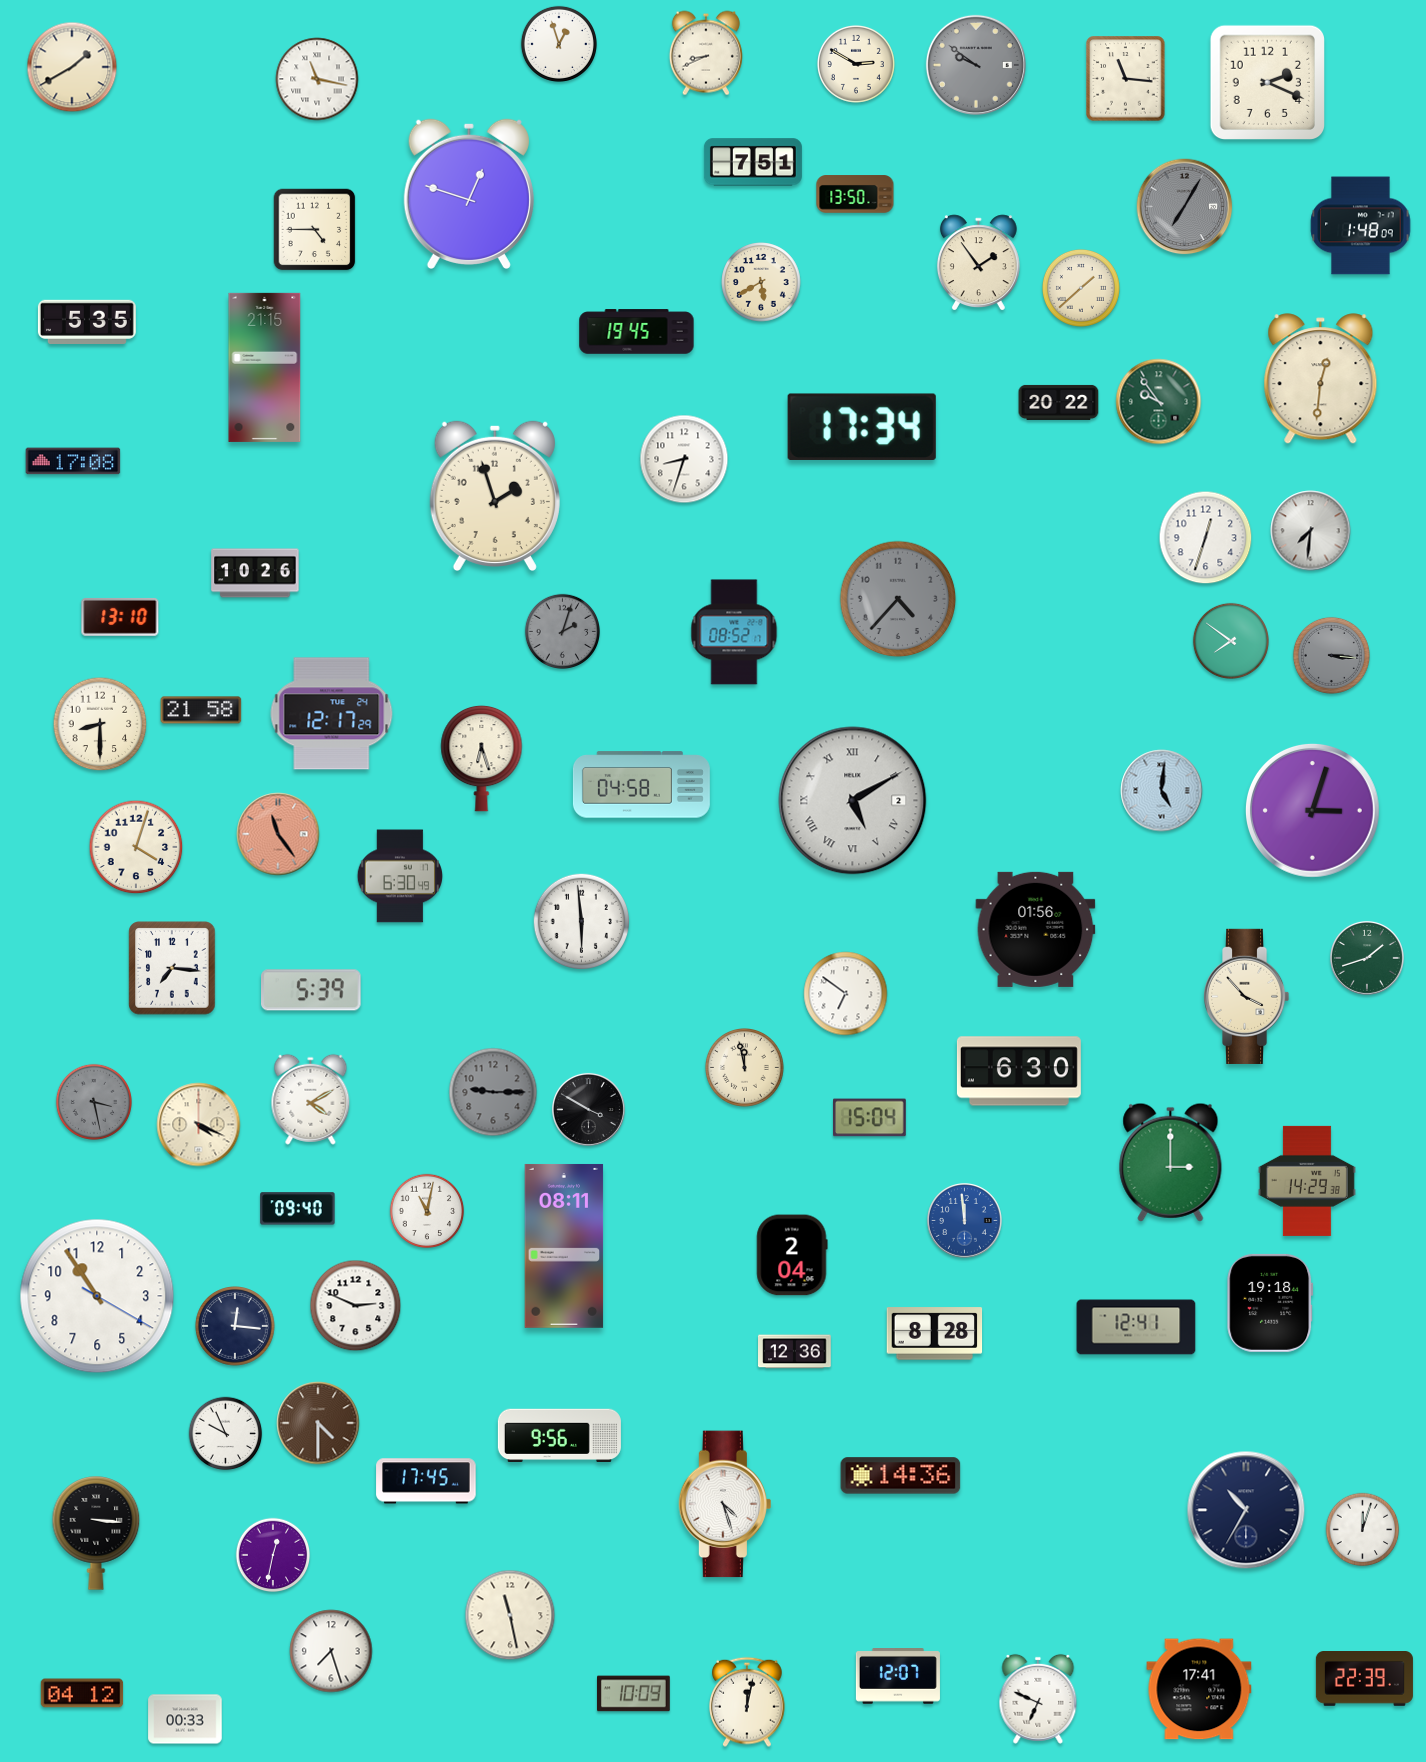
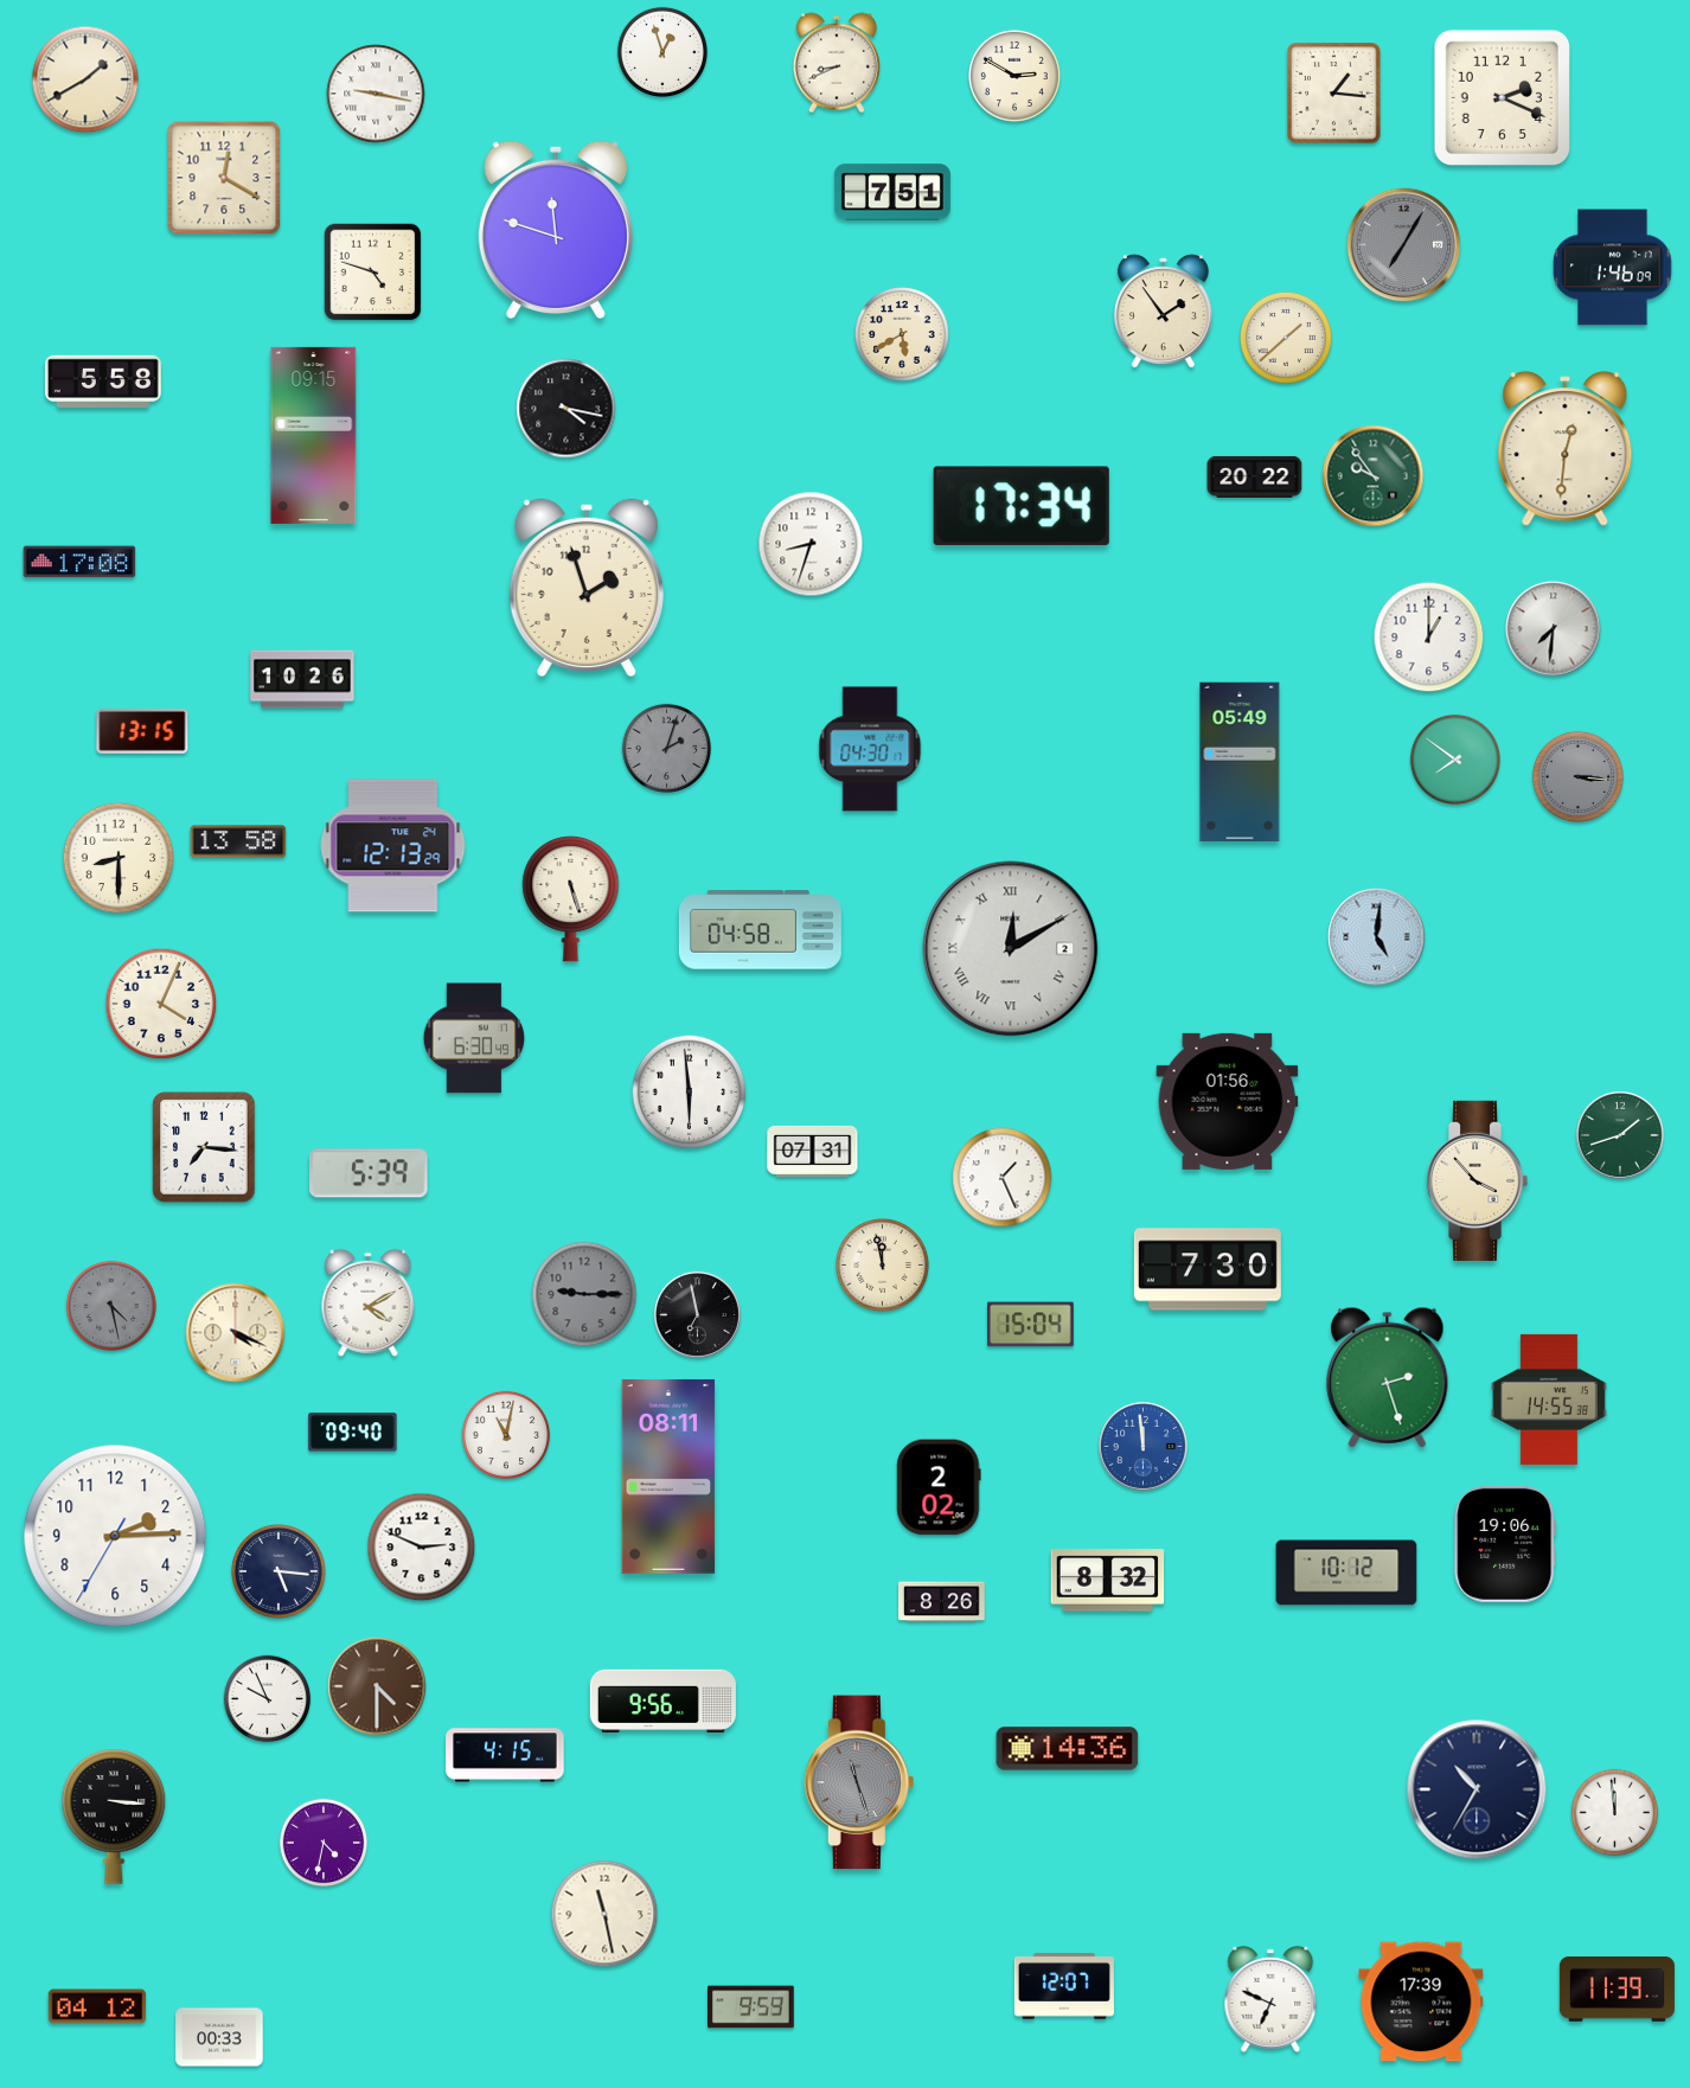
clock at (976, 65): 9:51 -> none
clock at (317, 79): 11:17 -> 9:17
clock at (1126, 79): 11:16 -> 1:16
clock at (224, 178): none -> 12:20
clock at (469, 193): 12:48 -> 11:48
clock at (855, 194): 13:50 -> none
clock at (1361, 226): 1:48 -> 1:46
clock at (315, 230): 4:45 -> 4:48
clock at (978, 263) position: (978, 263) -> (1163, 312)
clock at (1081, 288) position: (1081, 288) -> (1286, 338)
clock at (87, 321): 5:35 -> 5:58
clock at (637, 332): 19:45 -> none
clock at (566, 409): none -> 4:17
clock at (265, 367): 21:15 -> 09:15
clock at (73, 461) position: (73, 461) -> (79, 562)
clock at (1206, 538): 12:33 -> 1:00
clock at (898, 599): 4:37 -> none
clock at (120, 617): 13:10 -> 13:15
clock at (734, 632): 08:52 -> 04:30
clock at (1231, 641) position: (1231, 641) -> (1455, 760)
clock at (1240, 762): none -> 05:49
clock at (201, 710): 21:58 -> 13:58
clock at (332, 714): 12:17 -> 12:13
clock at (482, 758): 6:27 -> 5:27
clock at (853, 801): 5:10 -> 12:10
clock at (1312, 810): 3:03 -> none
clock at (278, 834): 11:24 -> none
clock at (136, 847): 4:03 -> 4:04
clock at (813, 1151): none -> 07:31
clock at (846, 994): 6:51 -> 1:26
clock at (1019, 1071): 6:30 -> 7:30
clock at (94, 1102): 3:28 -> 4:28
clock at (588, 1109): 3:50 -> 6:58
clock at (1171, 1162): 3:00 -> 2:27
clock at (1307, 1181): 14:29 -> 14:55
clock at (792, 1255): 2:04 -> 2:02
clock at (97, 1296): 10:54 -> 2:14
clock at (1270, 1303): 19:18 -> 19:06
clock at (235, 1326): 12:16 -> 5:16
clock at (1136, 1327): 12:41 -> 10:12
clock at (935, 1334): 8:28 -> 8:32
clock at (795, 1352): 12:36 -> 8:26
clock at (426, 1481): 17:45 -> 4:15
clock at (724, 1504): 4:27 -> 11:27
clock at (724, 1504) dial: white -> grey
clock at (1363, 1530): 12:03 -> 11:59
clock at (273, 1555): 12:32 -> 4:32
clock at (331, 1651): 7:27 -> none
clock at (1364, 1679): 22:39 -> 11:39
clock at (1199, 1689): 17:41 -> 17:39
clock at (634, 1694): 10:09 -> 9:59
clock at (1038, 1699) position: (1038, 1699) -> (1270, 1999)
clock at (748, 1702): 12:02 -> none
